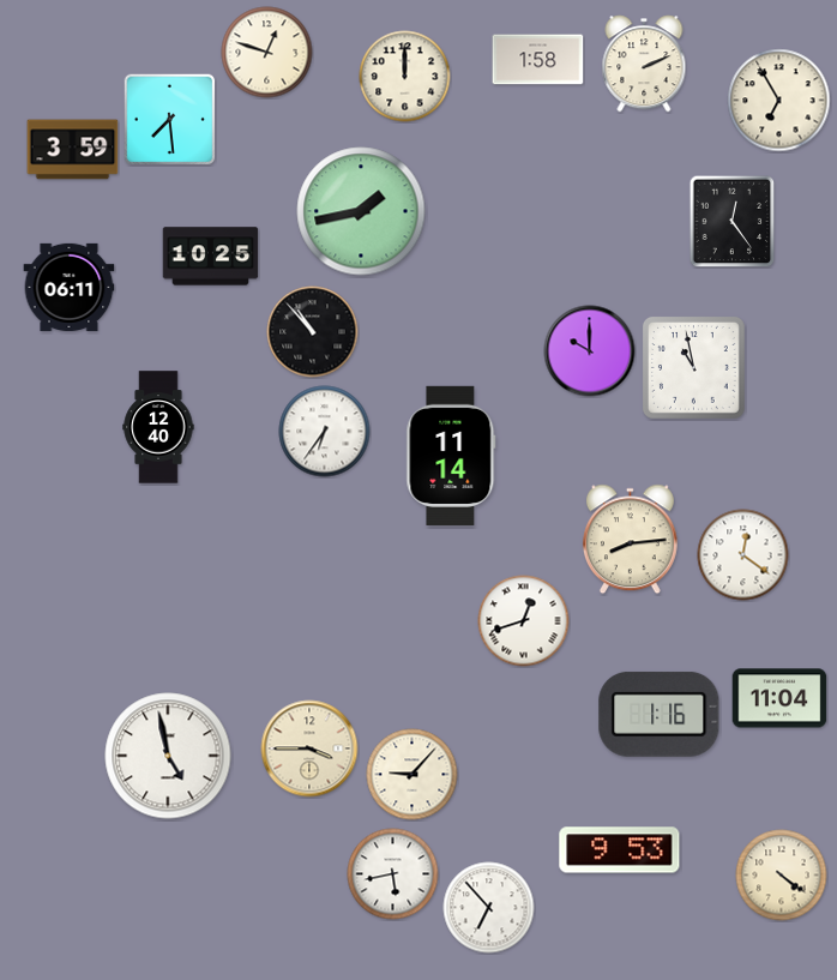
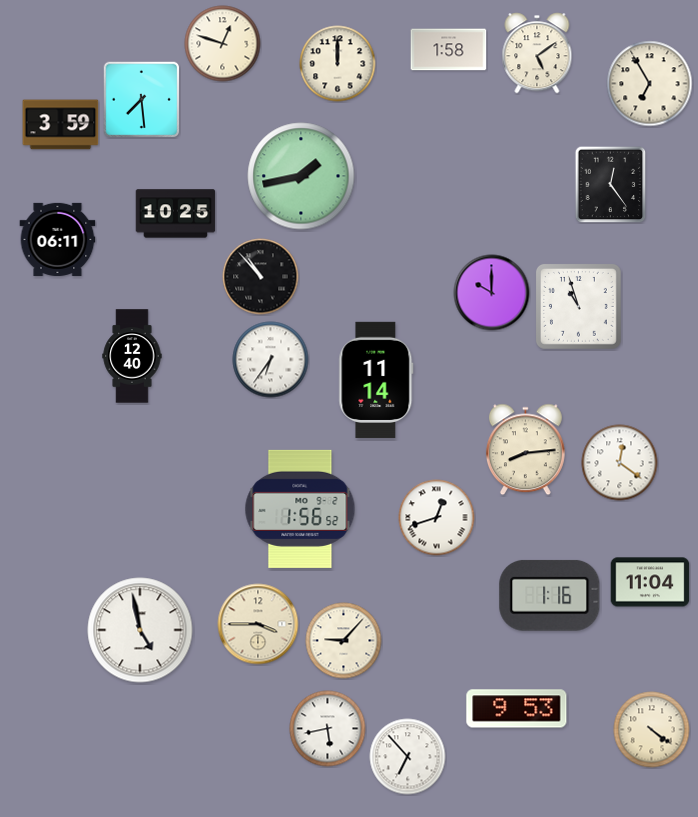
clock at (644, 64): 2:11 -> 5:09
clock at (694, 368): 10:58 -> 10:57
clock at (300, 509): none -> 1:56
clock at (413, 775) position: (413, 775) -> (344, 641)
